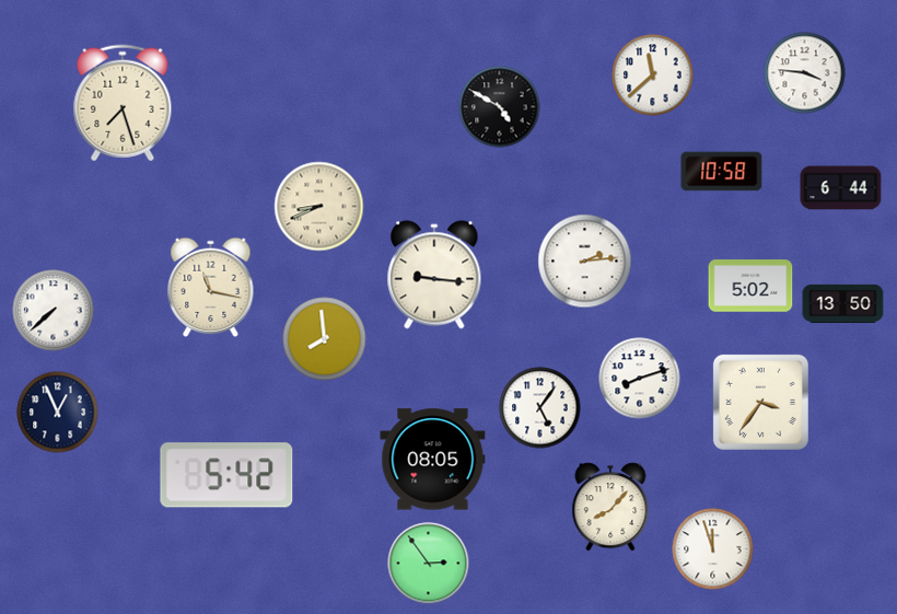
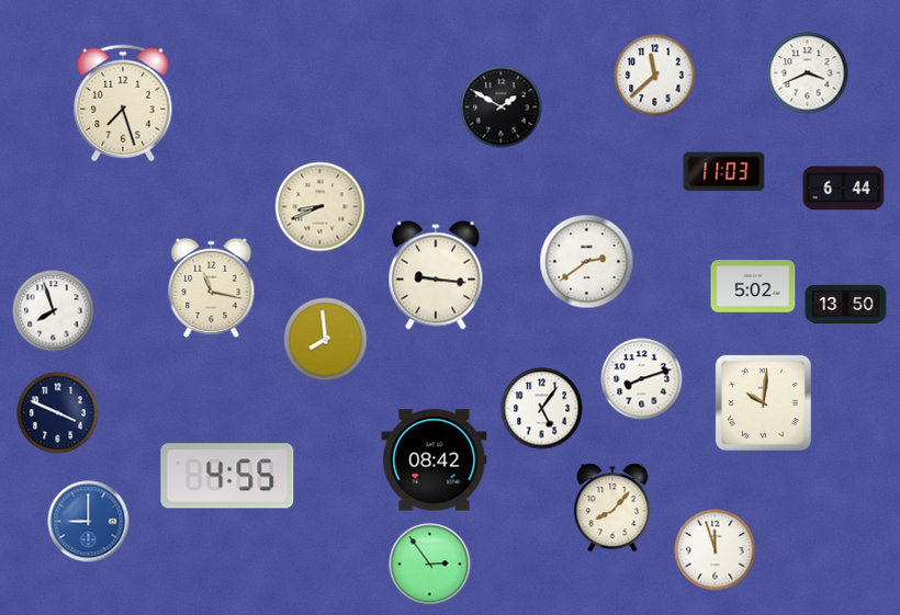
clock at (805, 73): 3:46 -> 3:41
clock at (500, 107): 4:50 -> 1:50
clock at (722, 172): 10:58 -> 11:03
clock at (585, 262): 2:14 -> 2:39
clock at (54, 311): 7:38 -> 7:57
clock at (760, 402): 3:36 -> 10:01
clock at (58, 413): 12:56 -> 3:49
clock at (433, 460): 08:05 -> 08:42
clock at (226, 475): 5:42 -> 4:55
clock at (89, 522): none -> 9:00
